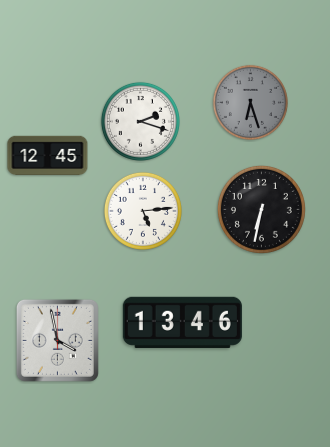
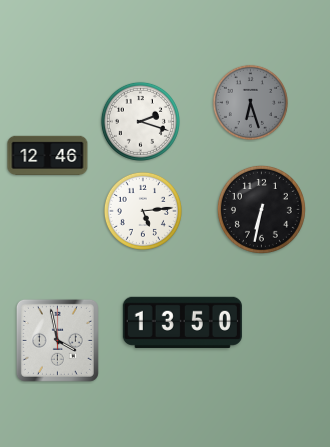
clock at (48, 155): 12:45 -> 12:46
clock at (182, 322): 13:46 -> 13:50
